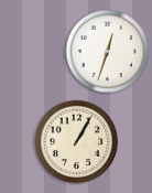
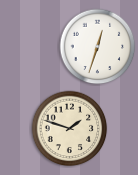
clock at (77, 142): 1:05 -> 1:48
